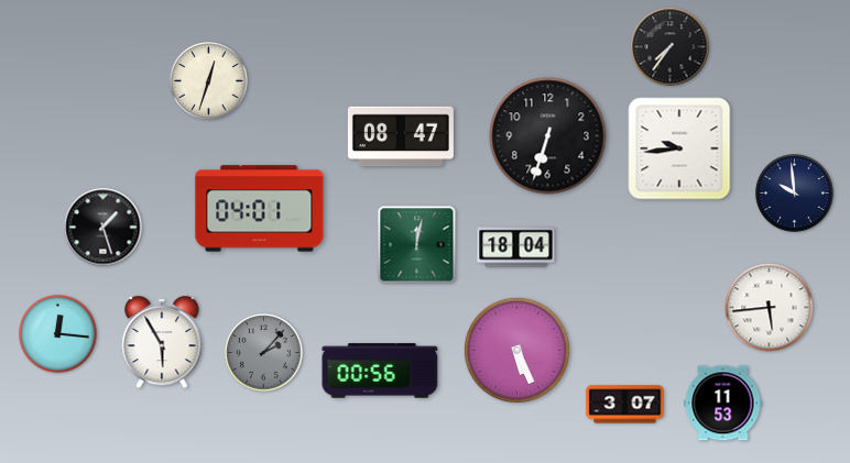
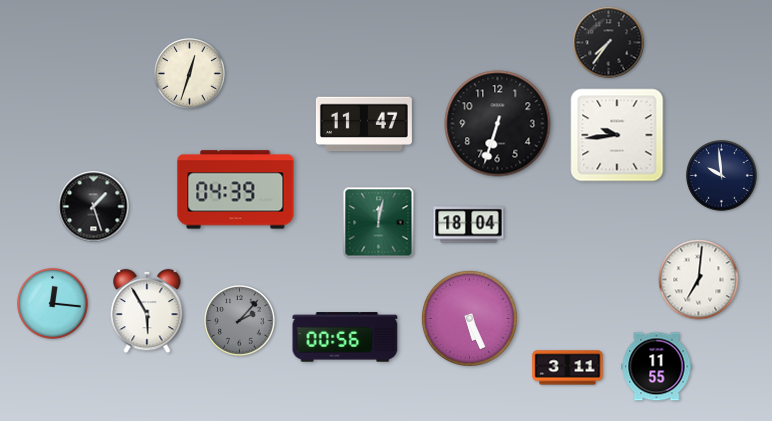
clock at (401, 136): 08:47 -> 11:47
clock at (260, 209): 04:01 -> 04:39
clock at (770, 308): 5:44 -> 7:01
clock at (723, 404): 11:53 -> 11:55
clock at (625, 405): 3:07 -> 3:11
